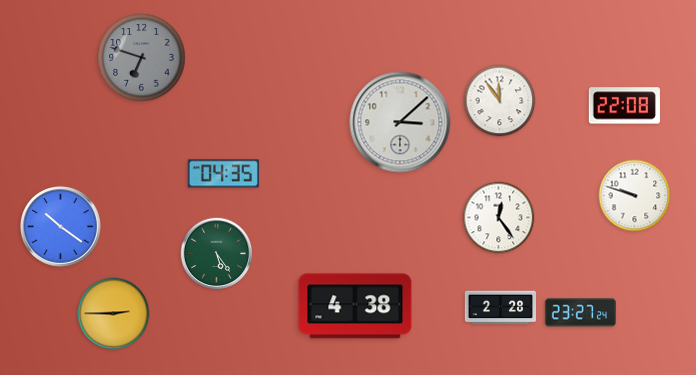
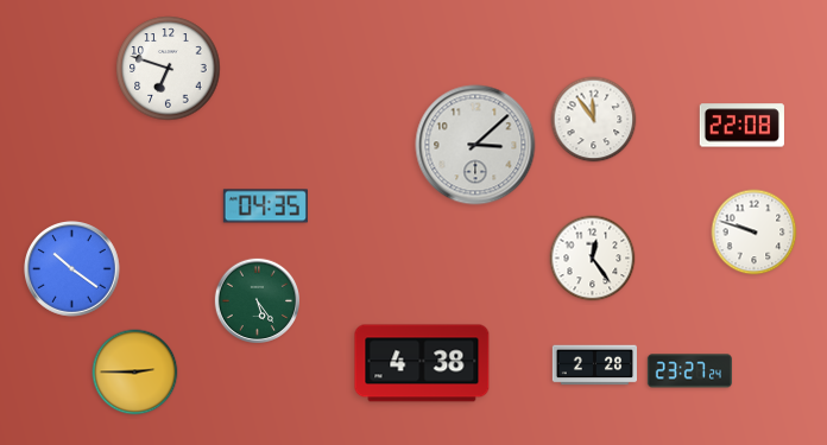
clock at (142, 58) dial: grey -> white
